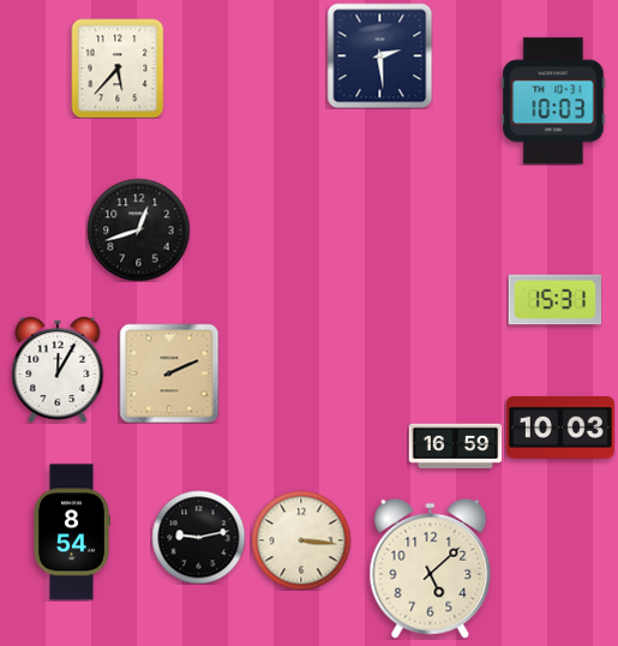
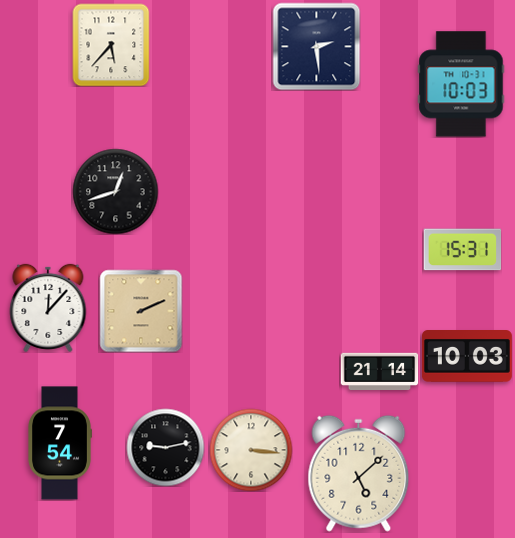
clock at (118, 68) position: (118, 68) -> (111, 45)
clock at (58, 370): 12:05 -> 12:07
clock at (455, 447): 16:59 -> 21:14
clock at (72, 532): 8:54 -> 7:54
